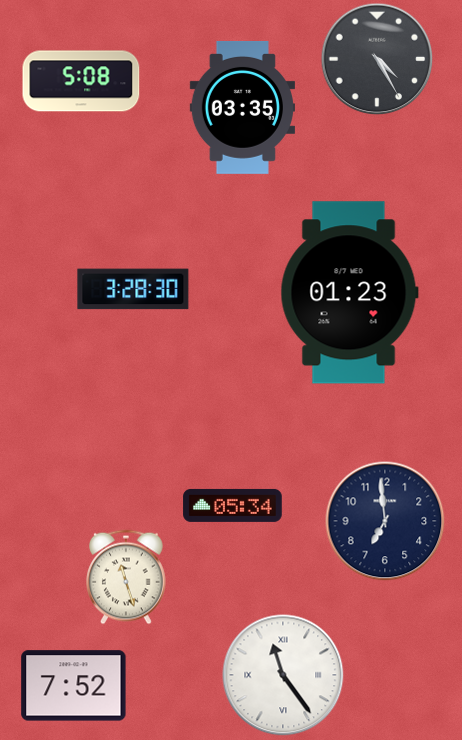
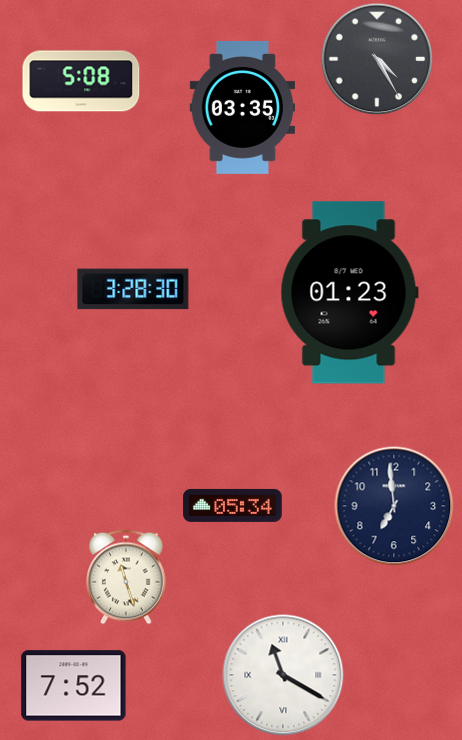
clock at (385, 521) position: (385, 521) -> (394, 506)
clock at (283, 675): 11:24 -> 11:20
